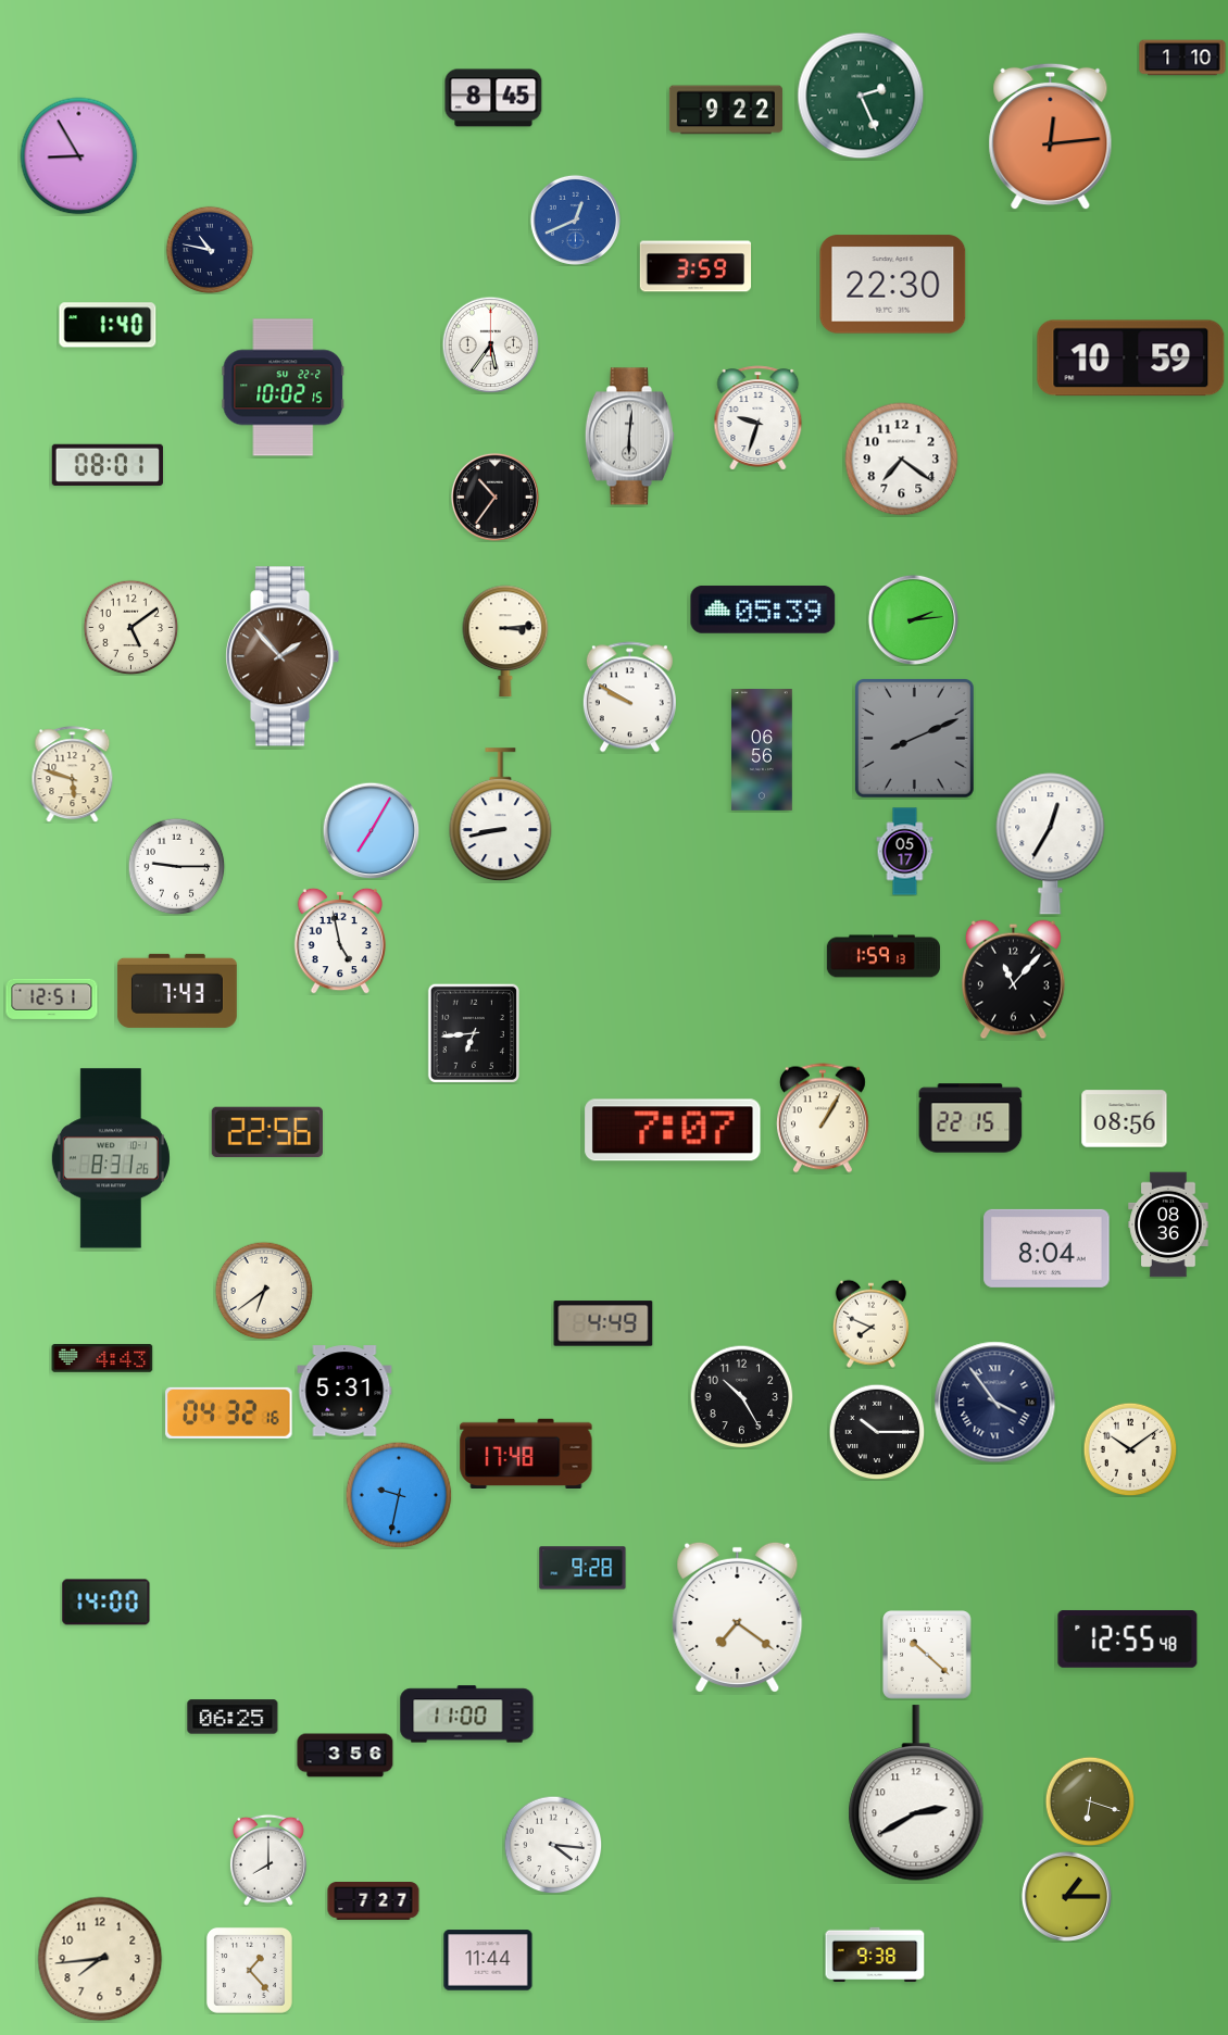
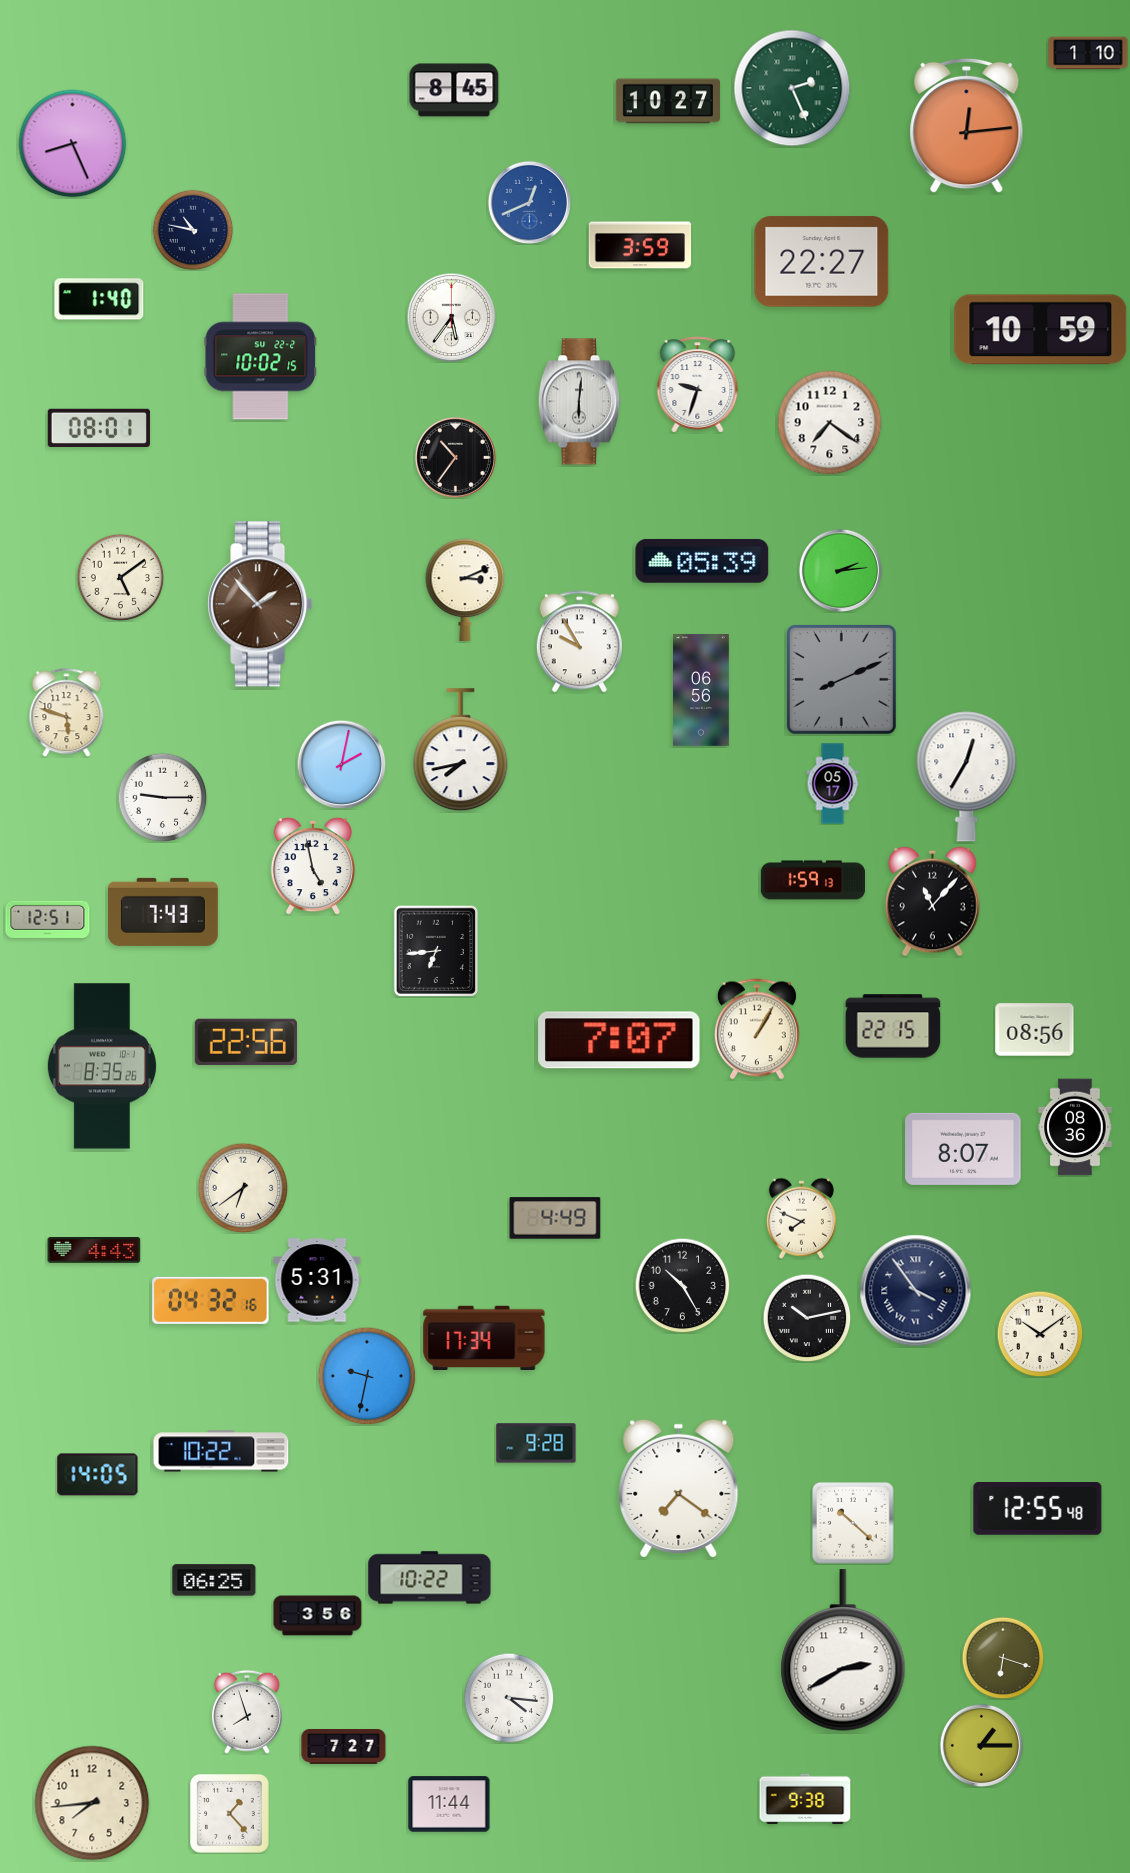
clock at (726, 110): 9:22 -> 10:27
clock at (79, 156): 8:55 -> 8:26
clock at (893, 285): 22:30 -> 22:27
clock at (505, 640): 3:14 -> 3:11
clock at (629, 698): 9:50 -> 9:55
clock at (501, 815): 8:43 -> 7:43
clock at (371, 830): 7:05 -> 2:02
clock at (970, 1118) position: (970, 1118) -> (893, 1026)
clock at (111, 1158): 8:31 -> 8:35
clock at (1047, 1248): 8:04 -> 8:07
clock at (877, 1432): 10:15 -> 10:13
clock at (526, 1454): 17:48 -> 17:34
clock at (221, 1451): none -> 10:22
clock at (106, 1603): 14:00 -> 14:05
clock at (467, 1714): 11:00 -> 10:22
clock at (268, 1860): 8:00 -> 7:57
clock at (374, 1901) position: (374, 1901) -> (344, 1747)
